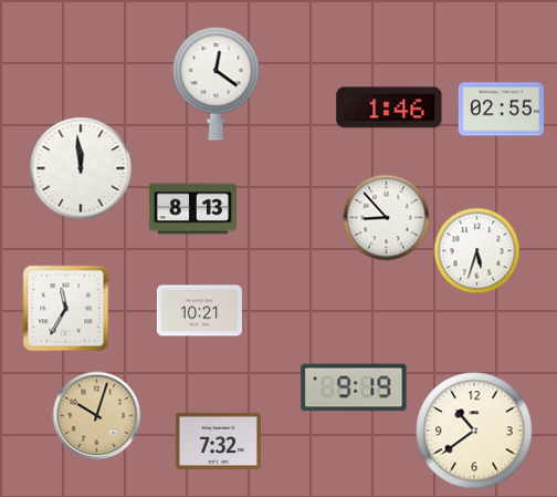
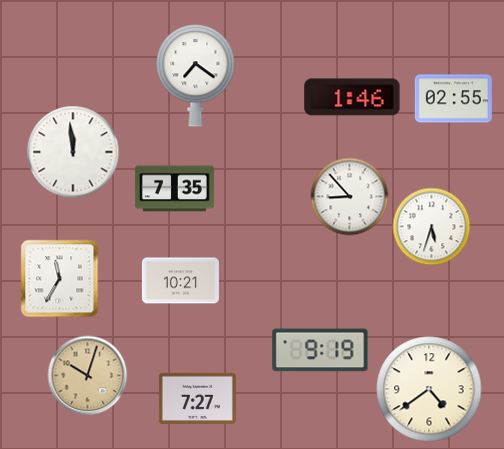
clock at (217, 84): 12:21 -> 7:21
clock at (192, 209): 8:13 -> 7:35
clock at (474, 431): 10:39 -> 4:39
clock at (218, 441): 7:32 -> 7:27
